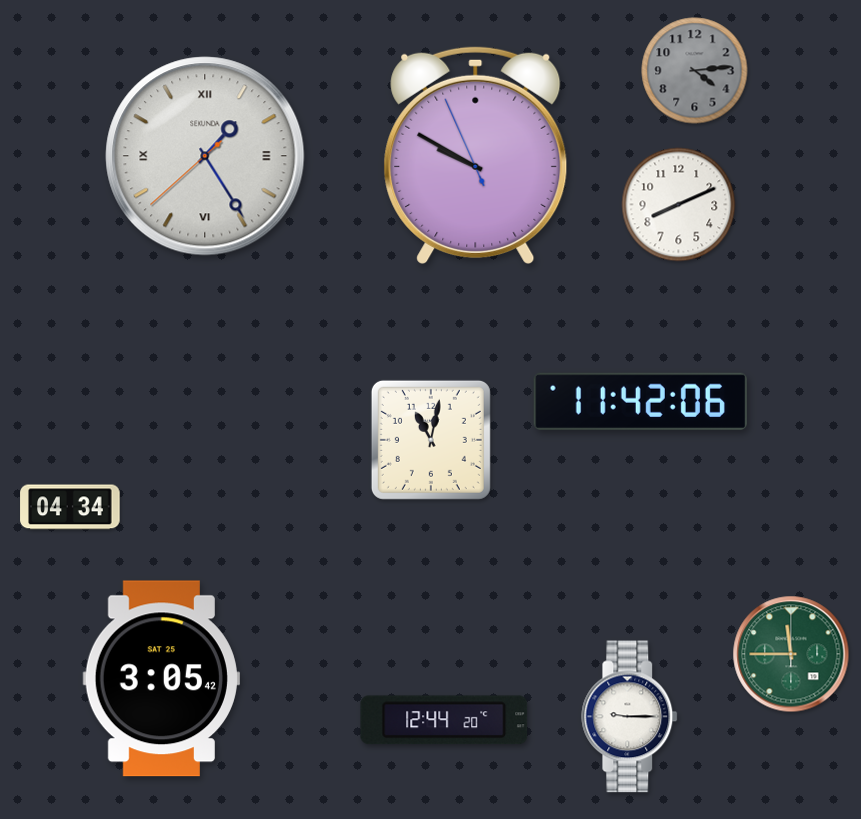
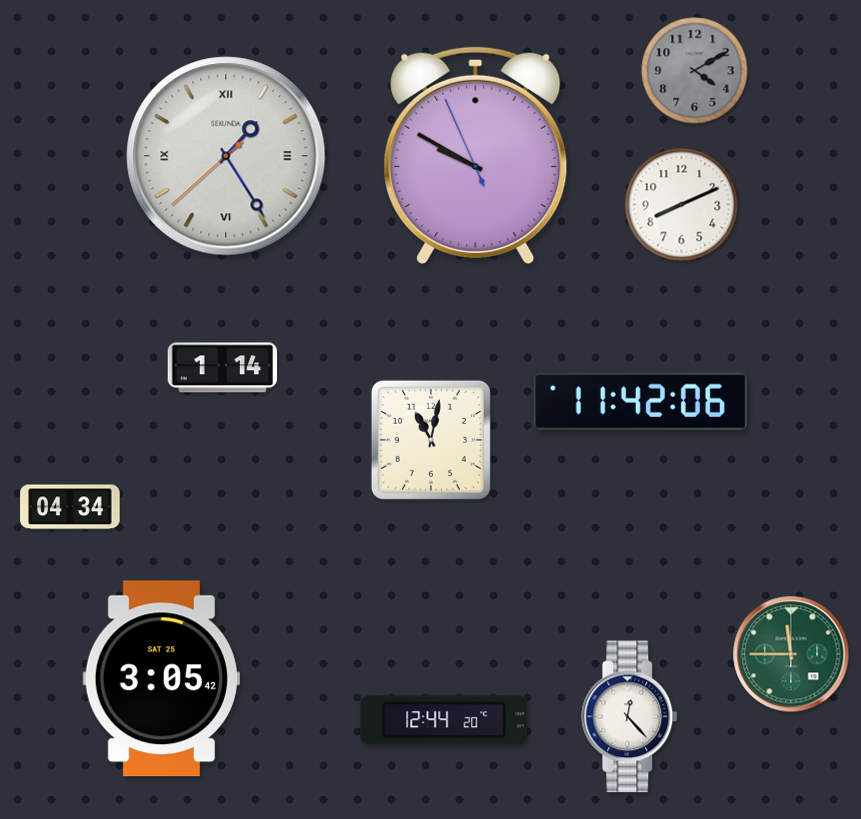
clock at (695, 71): 4:14 -> 4:10
clock at (205, 156) position: (205, 156) -> (226, 156)
clock at (679, 205) position: (679, 205) -> (682, 205)
clock at (223, 368): none -> 1:14
clock at (630, 717): 9:15 -> 12:23
